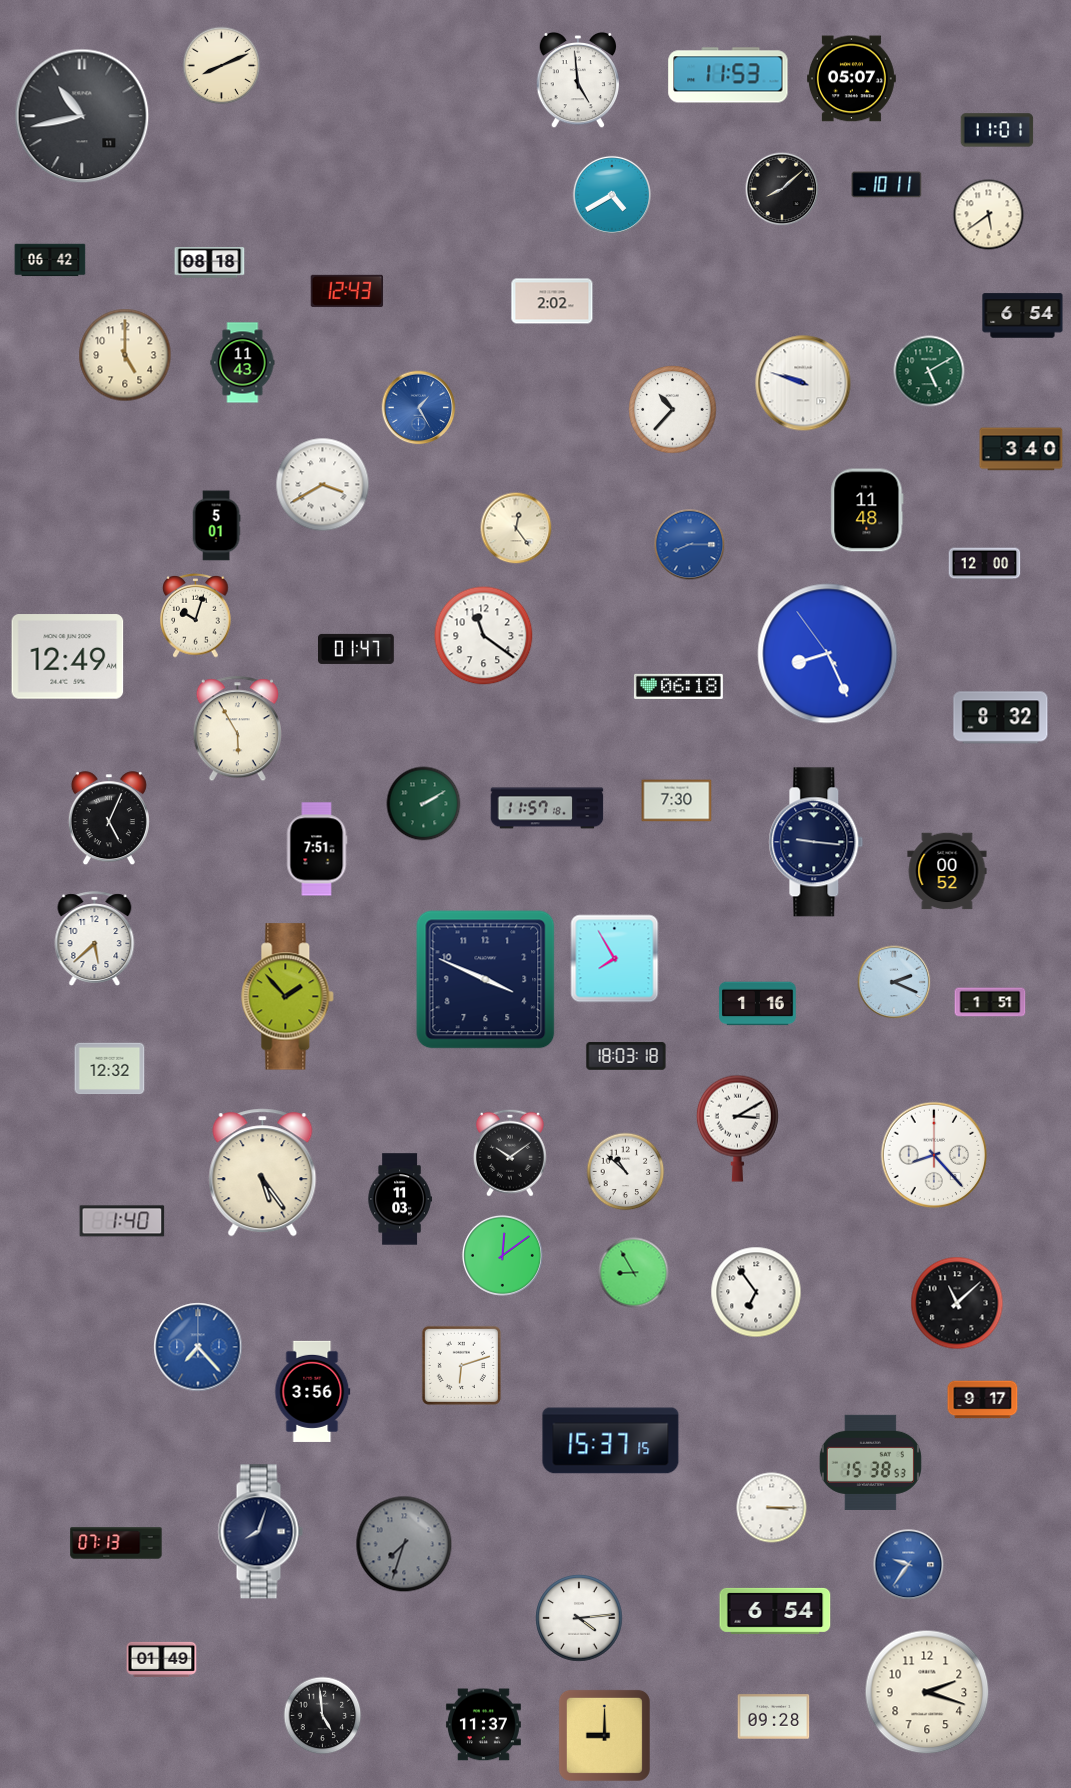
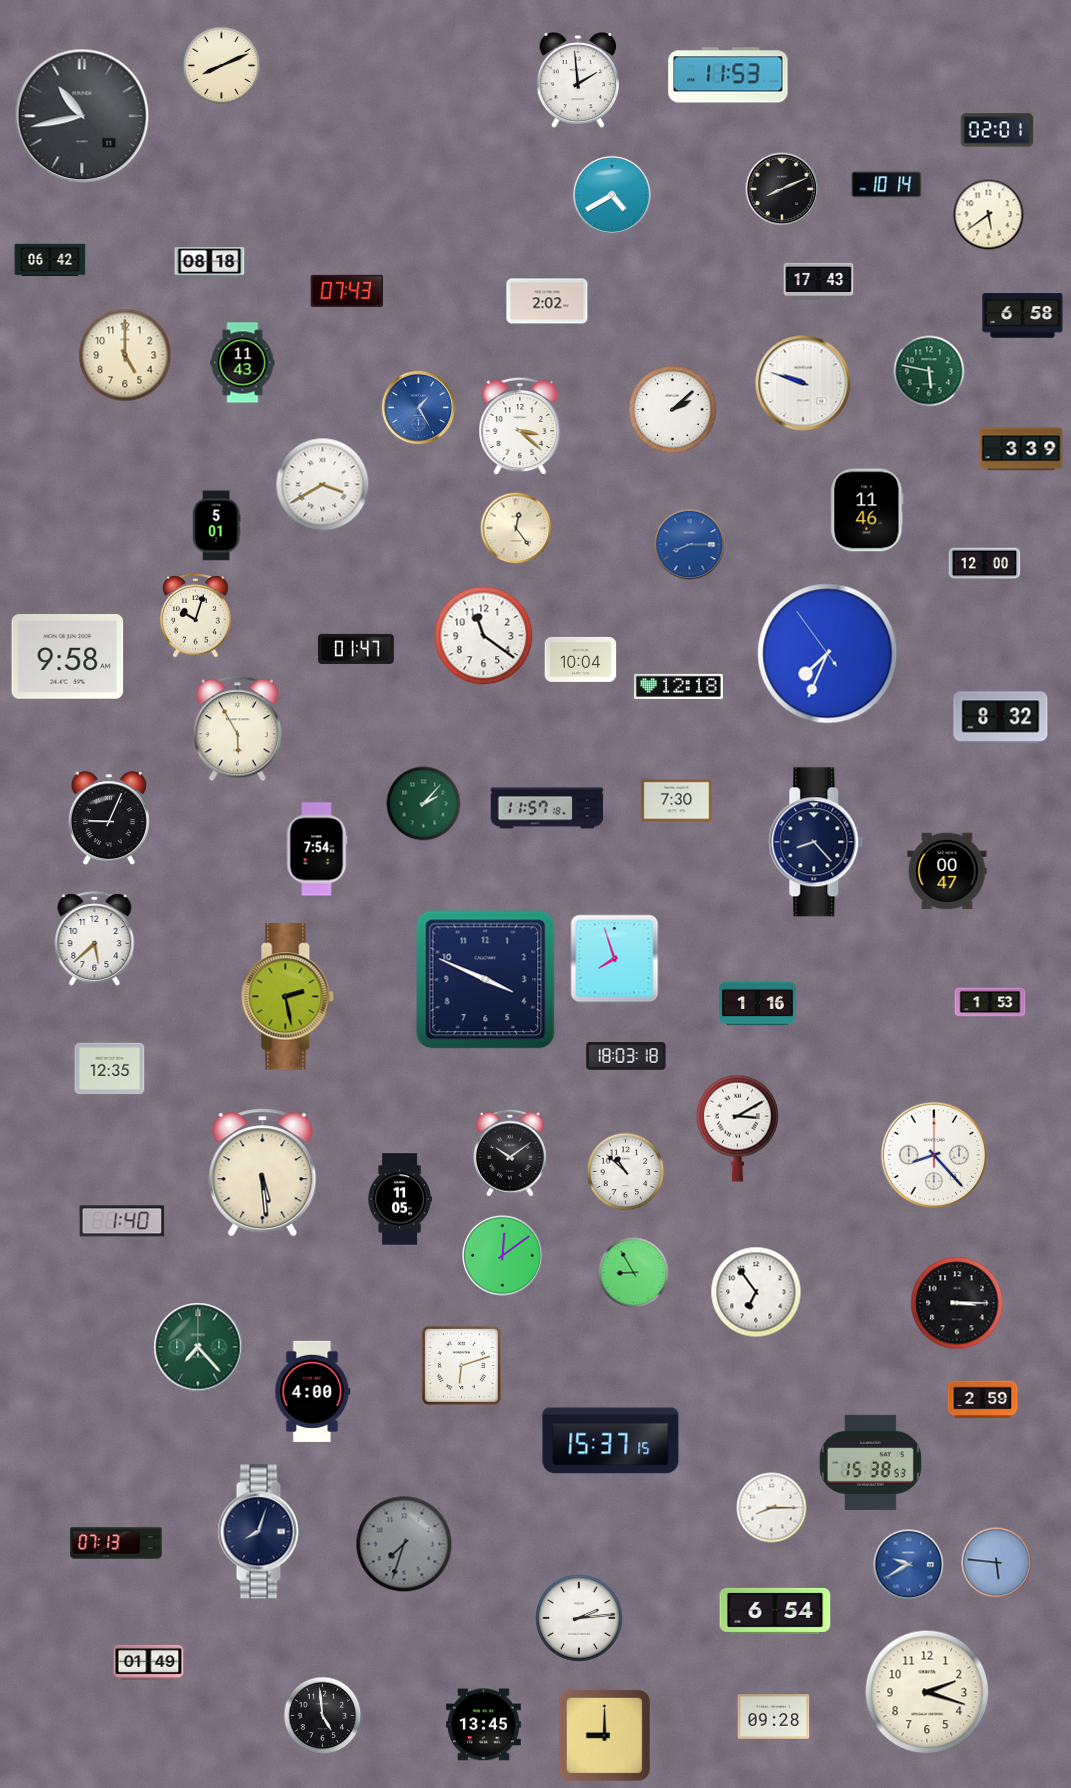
clock at (851, 79): 05:07 -> none
clock at (577, 80): 4:59 -> 1:59
clock at (997, 130): 11:01 -> 02:01
clock at (887, 185): 10:11 -> 10:14
clock at (782, 189): 8:08 -> 8:11
clock at (819, 281): none -> 17:43
clock at (347, 291): 12:43 -> 07:43
clock at (552, 301) position: (552, 301) -> (547, 301)
clock at (1023, 316): 6:54 -> 6:58
clock at (929, 371): 5:10 -> 5:47
clock at (673, 410): 10:37 -> 2:08
clock at (520, 426): none -> 3:22
clock at (1021, 449): 3:40 -> 3:39
clock at (867, 510): 11:48 -> 11:46
clock at (828, 654): 8:25 -> 7:33
clock at (68, 657): 12:49 -> 9:58
clock at (581, 659): none -> 10:04
clock at (678, 686): 06:18 -> 12:18
clock at (424, 804): 2:10 -> 2:07
clock at (109, 819): 5:04 -> 9:04
clock at (816, 842): 9:16 -> 8:23
clock at (317, 849): 7:51 -> 7:54
clock at (947, 871): 00:52 -> 00:47
clock at (615, 959): 7:55 -> 7:57
clock at (894, 982): 2:19 -> none
clock at (288, 997): 1:53 -> 2:28
clock at (990, 1002): 1:51 -> 1:53
clock at (110, 1069): 12:32 -> 12:35
clock at (263, 1173): 5:24 -> 5:29
clock at (400, 1199): 11:03 -> 11:05
clock at (957, 1303): 11:08 -> 3:15
clock at (198, 1347) dial: blue -> green
clock at (313, 1391): 3:56 -> 4:00
clock at (983, 1400): 9:17 -> 2:59
clock at (772, 1508): 3:15 -> 8:15
clock at (997, 1563): none -> 5:46
clock at (909, 1565): 9:36 -> 9:40
clock at (579, 1618): 4:14 -> 2:14
clock at (162, 1659) position: (162, 1659) -> (149, 1662)
clock at (483, 1725): 11:37 -> 13:45
